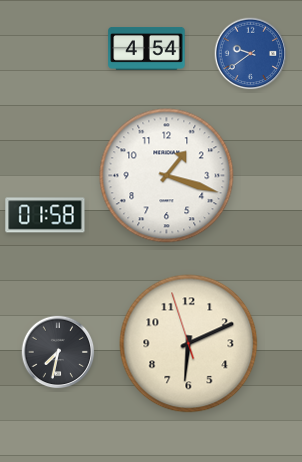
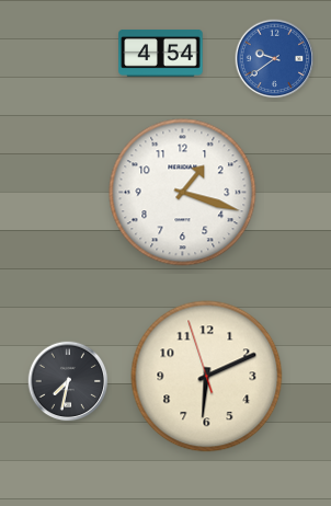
clock at (45, 215): 01:58 -> none
clock at (58, 352) position: (58, 352) -> (68, 381)
